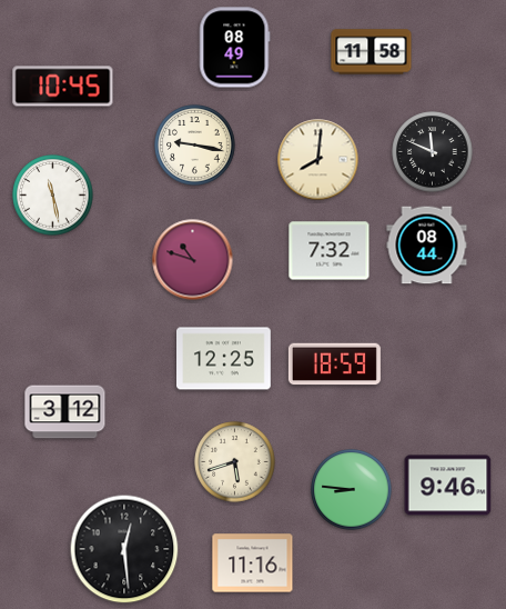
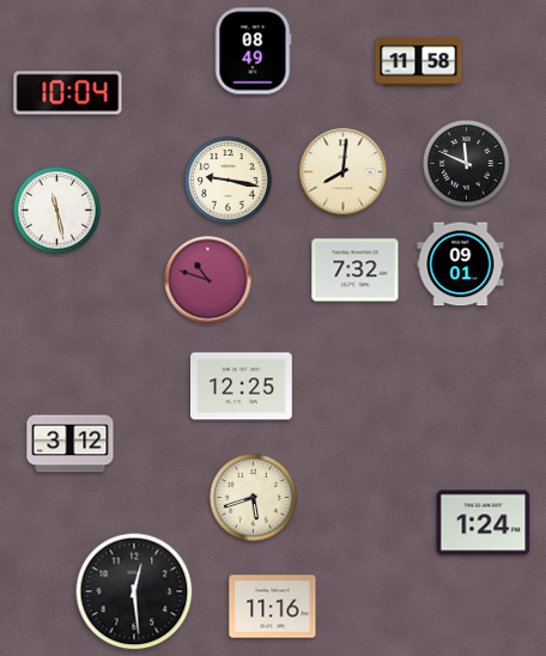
clock at (372, 52) position: (372, 52) -> (419, 62)
clock at (63, 87): 10:45 -> 10:04
clock at (195, 146) position: (195, 146) -> (229, 181)
clock at (427, 246): 08:44 -> 09:01
clock at (334, 365): 18:59 -> none
clock at (448, 486): 9:46 -> 1:24
clock at (352, 490): 8:46 -> none
